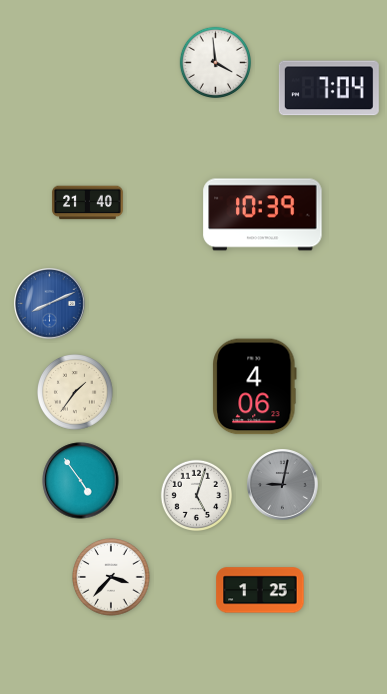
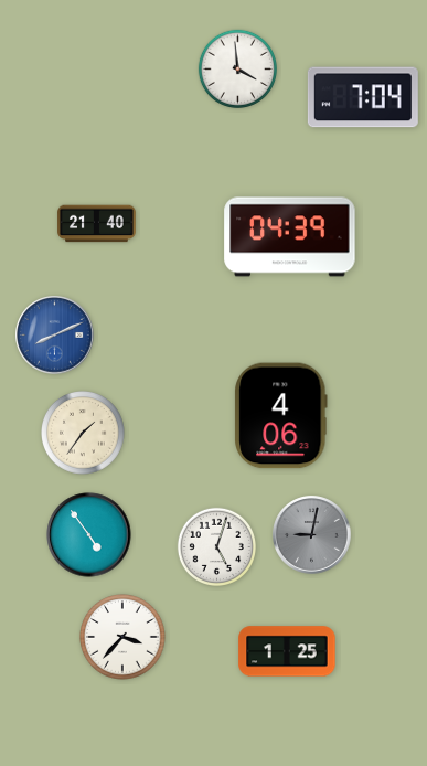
clock at (263, 215): 10:39 -> 04:39
clock at (255, 387) position: (255, 387) -> (281, 416)
clock at (81, 481) position: (81, 481) -> (89, 535)
